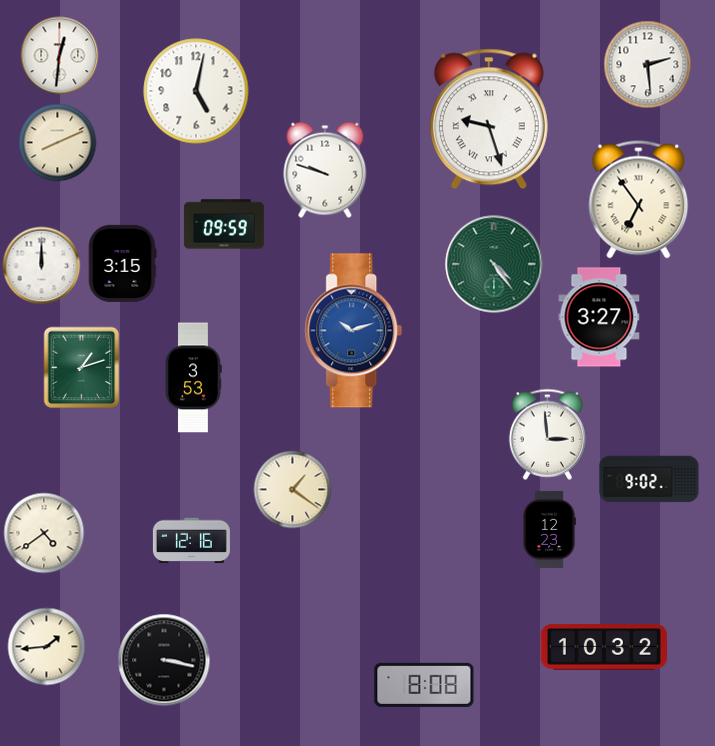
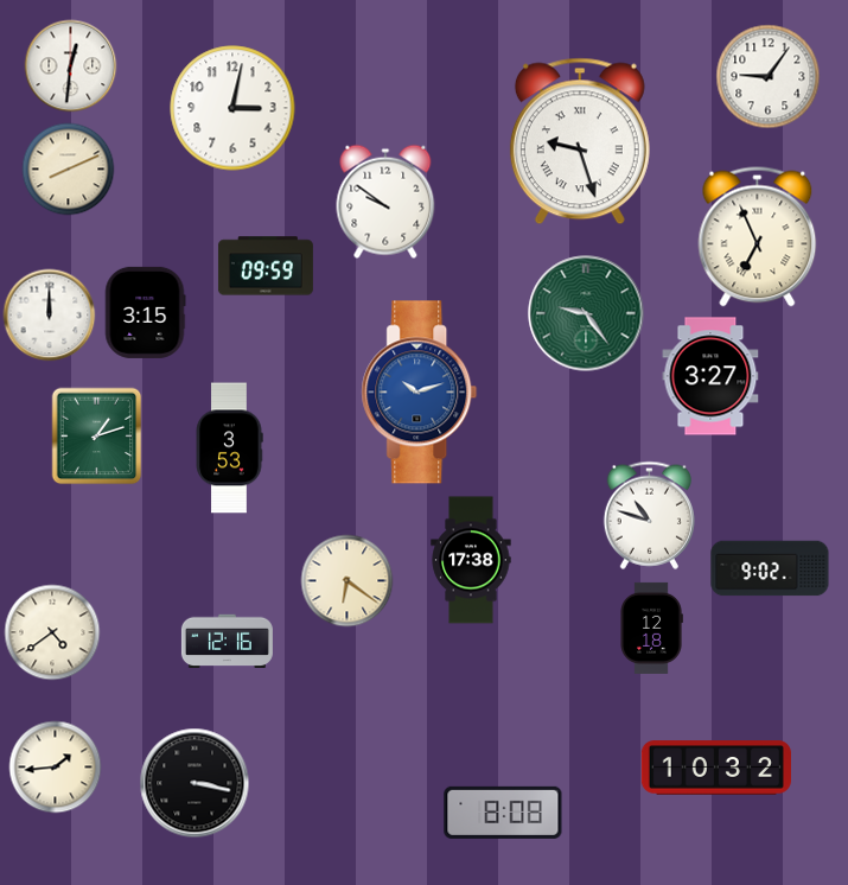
clock at (647, 64): 2:29 -> 9:06
clock at (196, 91): 5:02 -> 3:02
clock at (325, 170): 9:48 -> 9:51
clock at (639, 200): 6:54 -> 6:56
clock at (494, 264): 4:24 -> 9:24
clock at (547, 434): 2:59 -> 10:48
clock at (471, 560): none -> 17:38
clock at (292, 489): 1:21 -> 6:21
clock at (549, 529): 12:23 -> 12:18
